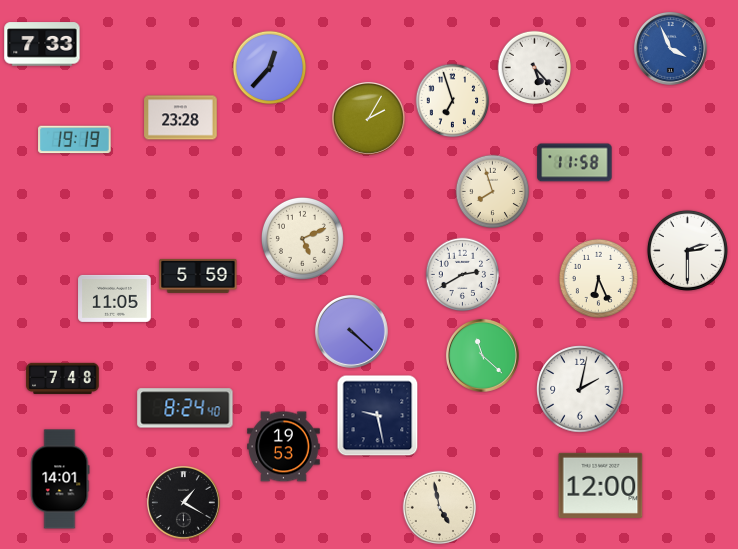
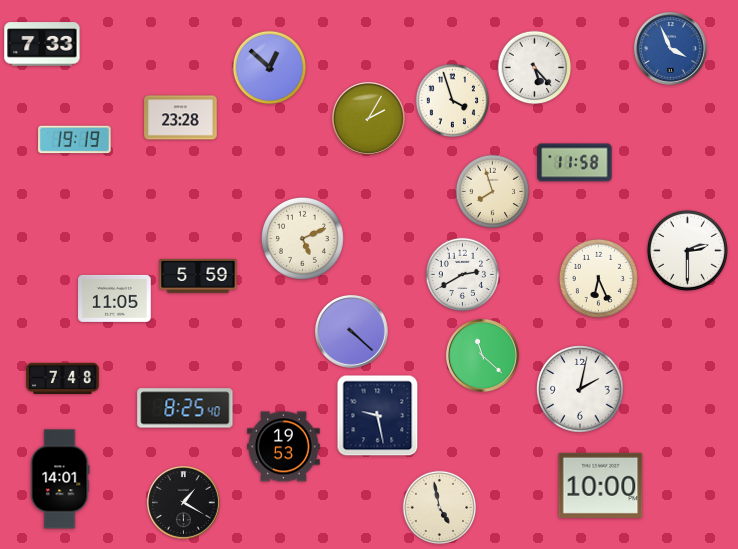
clock at (270, 68): 12:37 -> 12:52
clock at (453, 101): 6:57 -> 3:57
clock at (185, 408): 8:24 -> 8:25
clock at (601, 485): 12:00 -> 10:00
